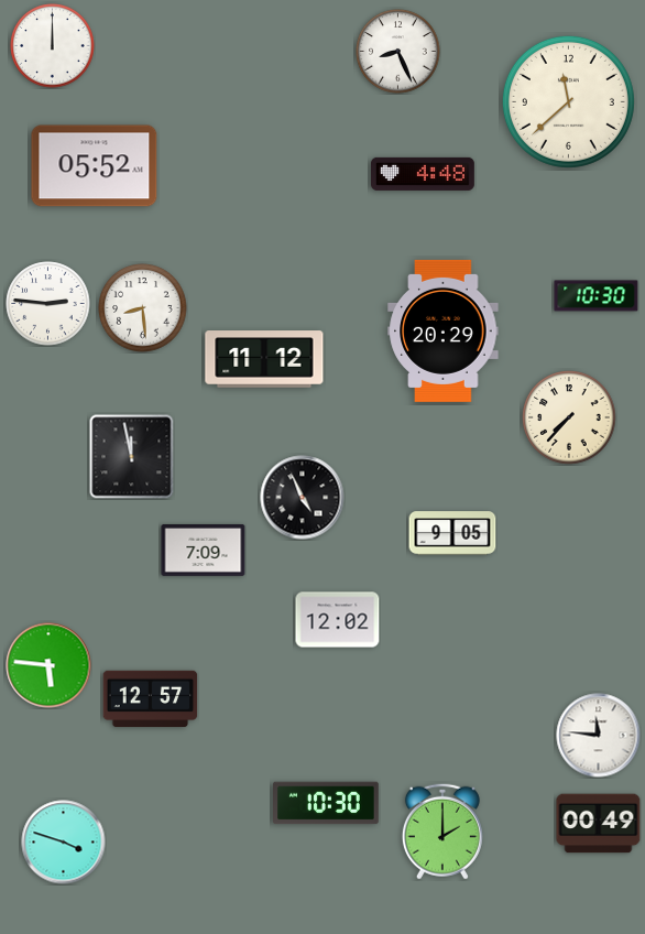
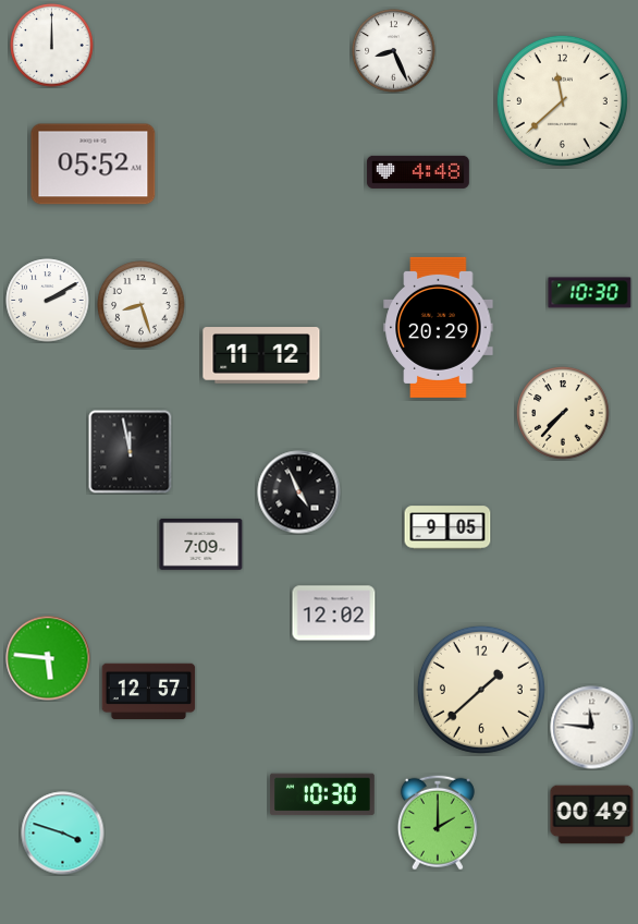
clock at (48, 304): 2:46 -> 2:10
clock at (143, 308): 8:29 -> 8:27
clock at (481, 690): none -> 1:38
